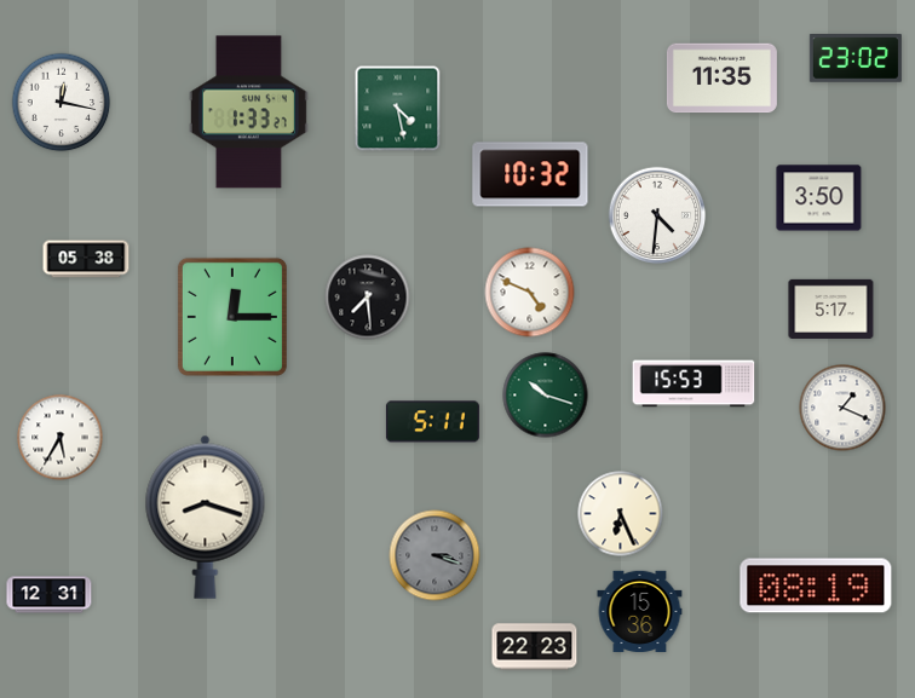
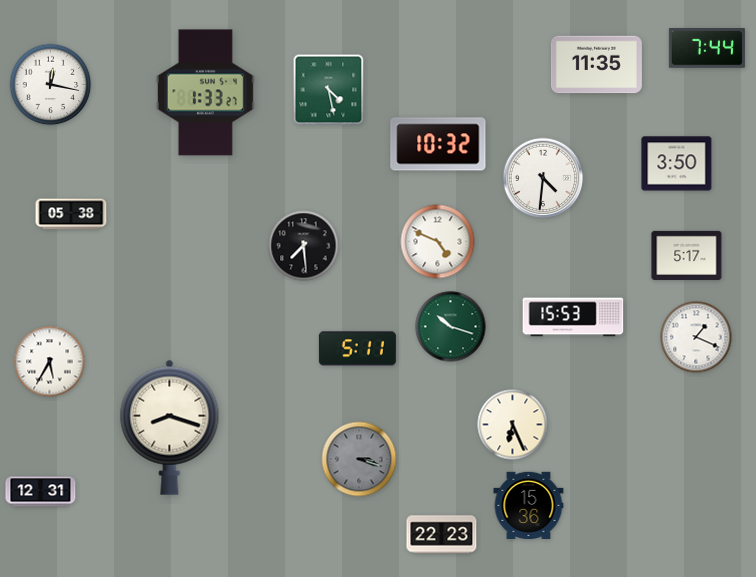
clock at (856, 59): 23:02 -> 7:44
clock at (232, 317): 12:15 -> none
clock at (816, 585): 08:19 -> none
